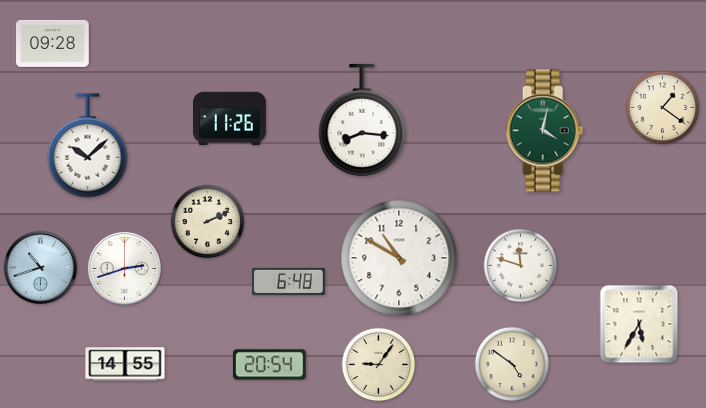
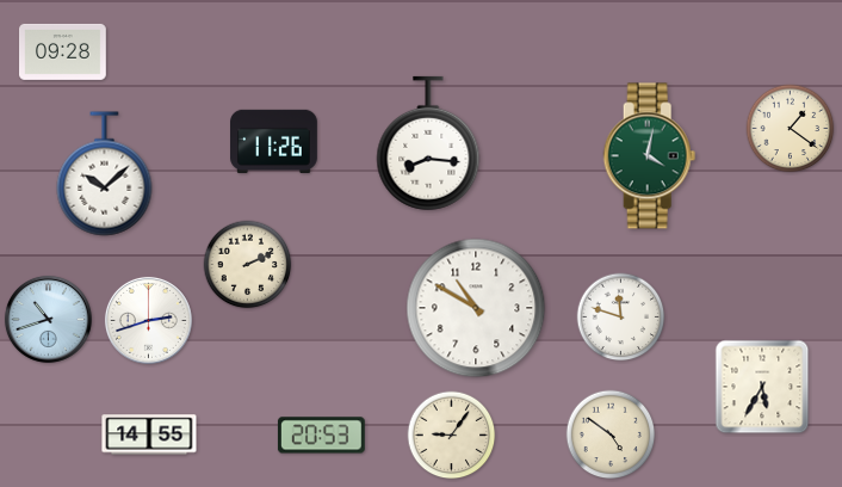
clock at (362, 120) position: (362, 120) -> (428, 143)
clock at (289, 281): 6:48 -> none
clock at (269, 365): 20:54 -> 20:53
